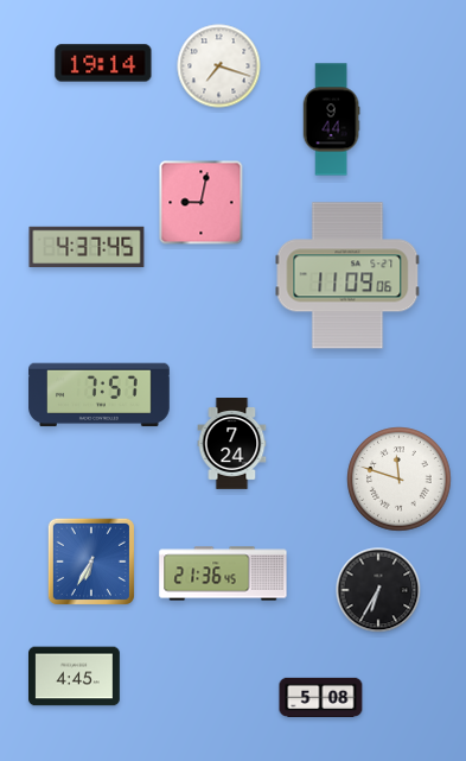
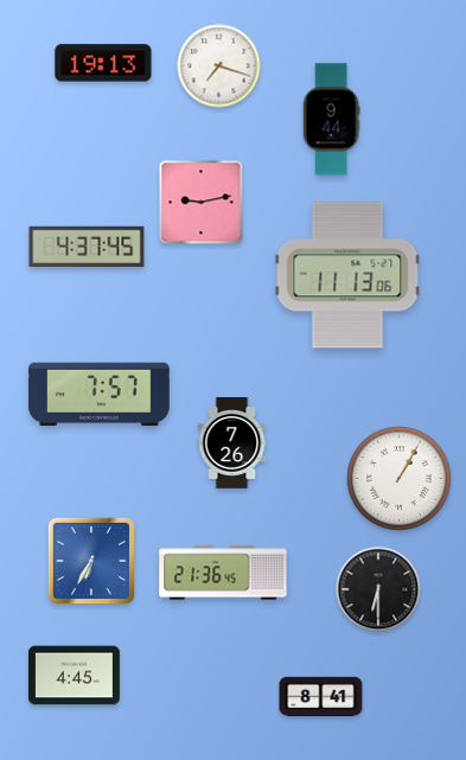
clock at (103, 63): 19:14 -> 19:13
clock at (202, 203): 9:02 -> 9:13
clock at (347, 275): 11:09 -> 11:13
clock at (232, 444): 7:24 -> 7:26
clock at (400, 480): 11:48 -> 1:05
clock at (378, 590): 6:35 -> 6:30
clock at (321, 697): 5:08 -> 8:41
